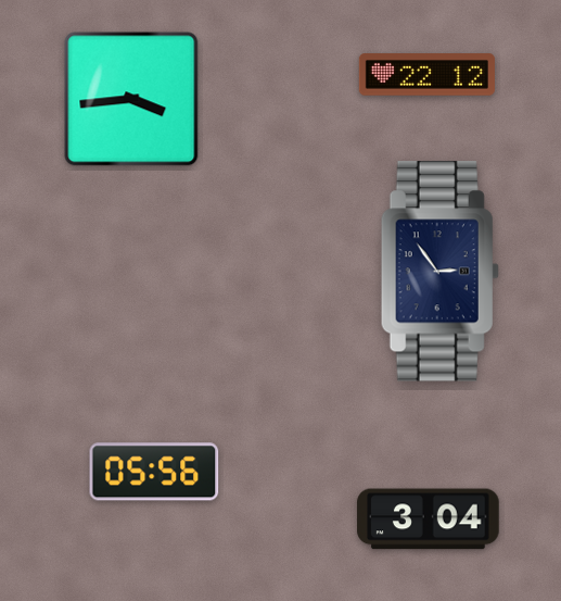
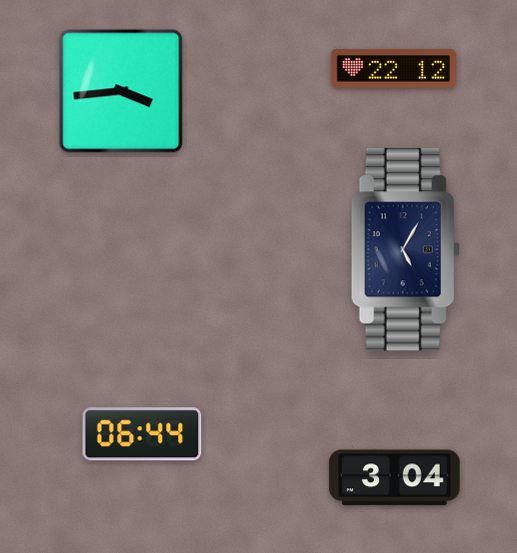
clock at (439, 272): 2:54 -> 5:05
clock at (154, 472): 05:56 -> 06:44
